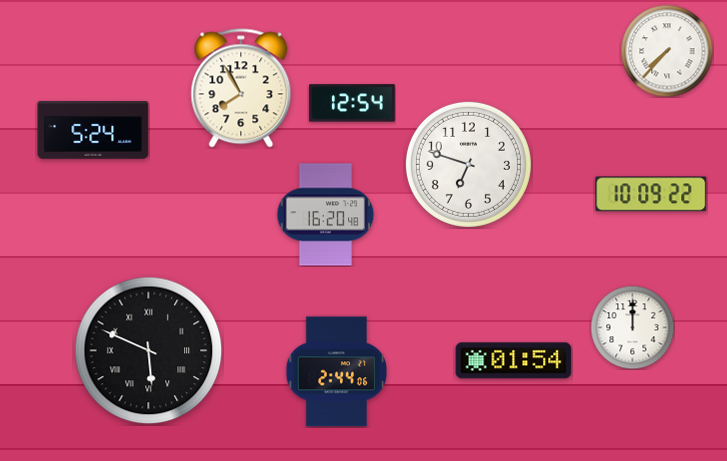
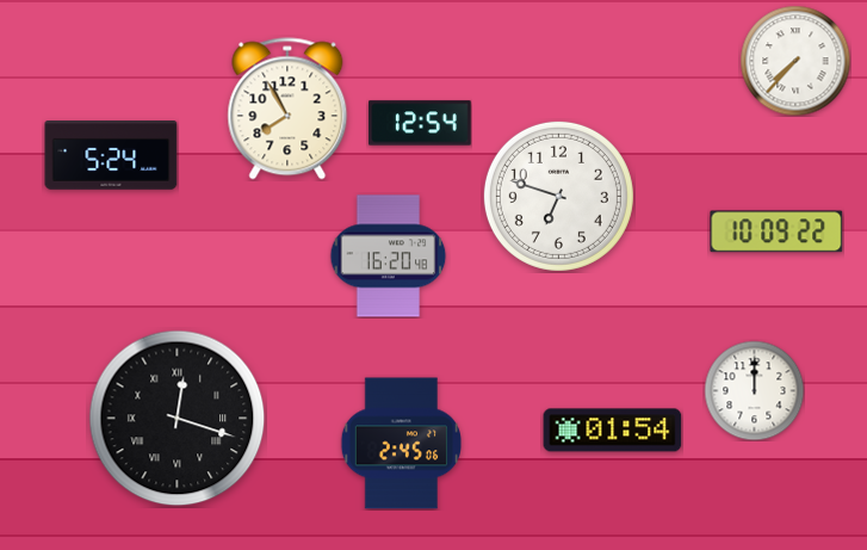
clock at (241, 88) position: (241, 88) -> (287, 109)
clock at (149, 351): 5:49 -> 12:18
clock at (336, 372): 2:44 -> 2:45
